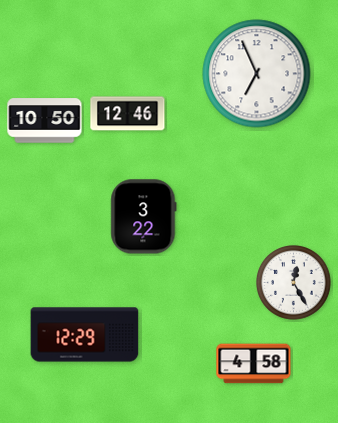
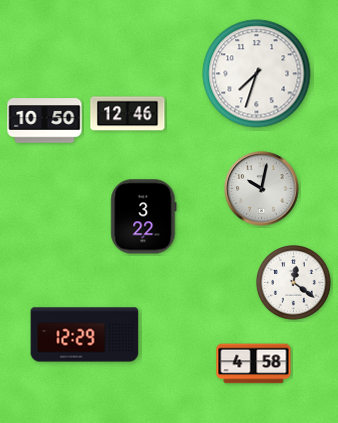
clock at (257, 74): 6:56 -> 7:33
clock at (262, 189): none -> 10:02
clock at (294, 283): 12:25 -> 12:21
